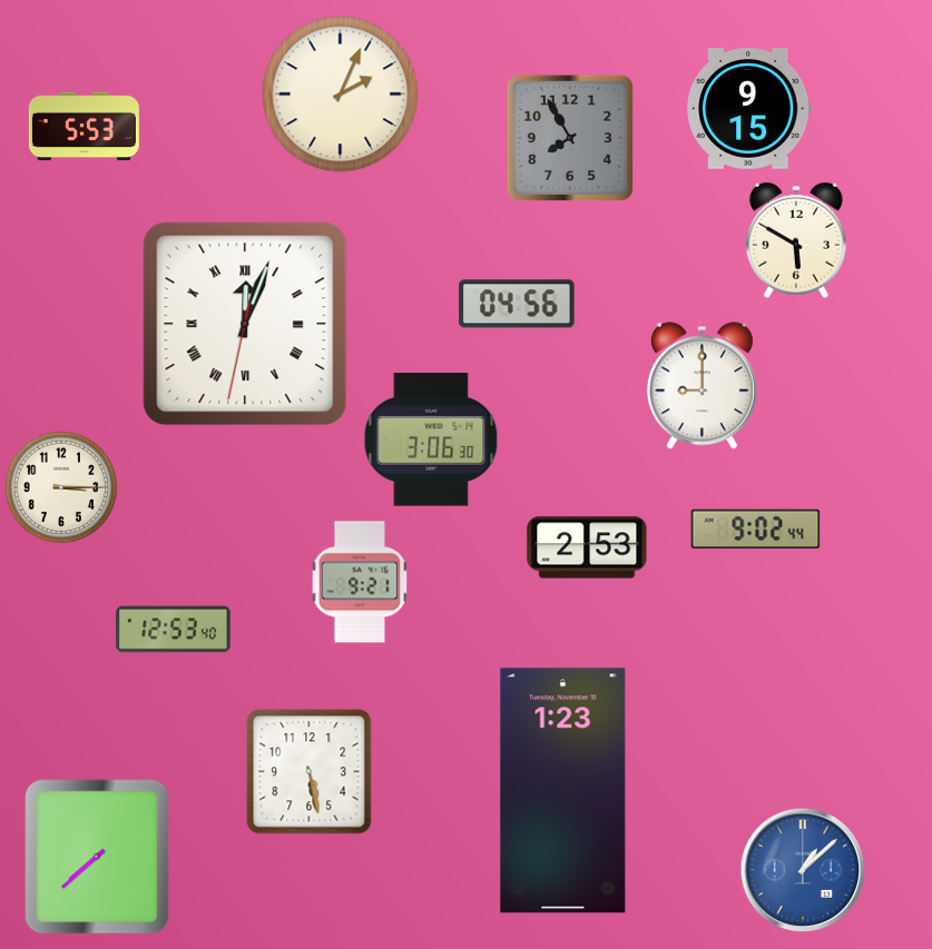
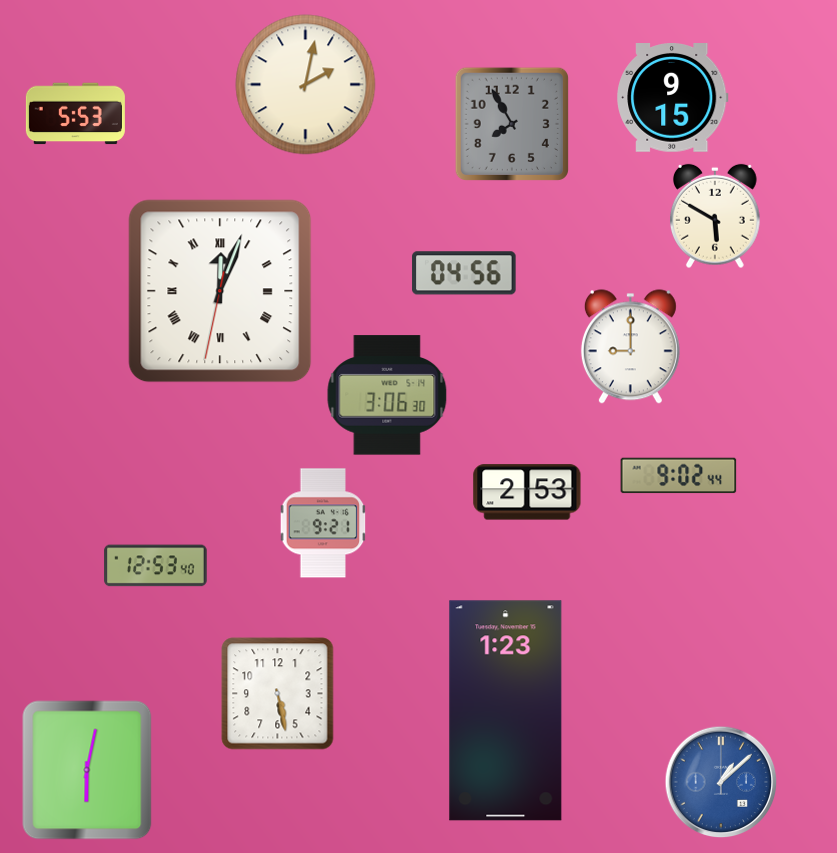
clock at (341, 95): 2:04 -> 2:02
clock at (61, 487): 3:15 -> none
clock at (97, 857): 7:38 -> 6:02
